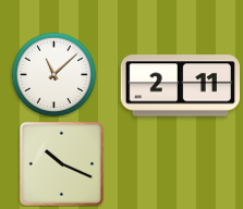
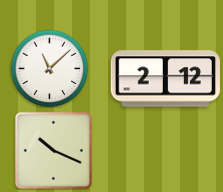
clock at (180, 86): 2:11 -> 2:12
clock at (61, 163) position: (61, 163) -> (53, 150)
